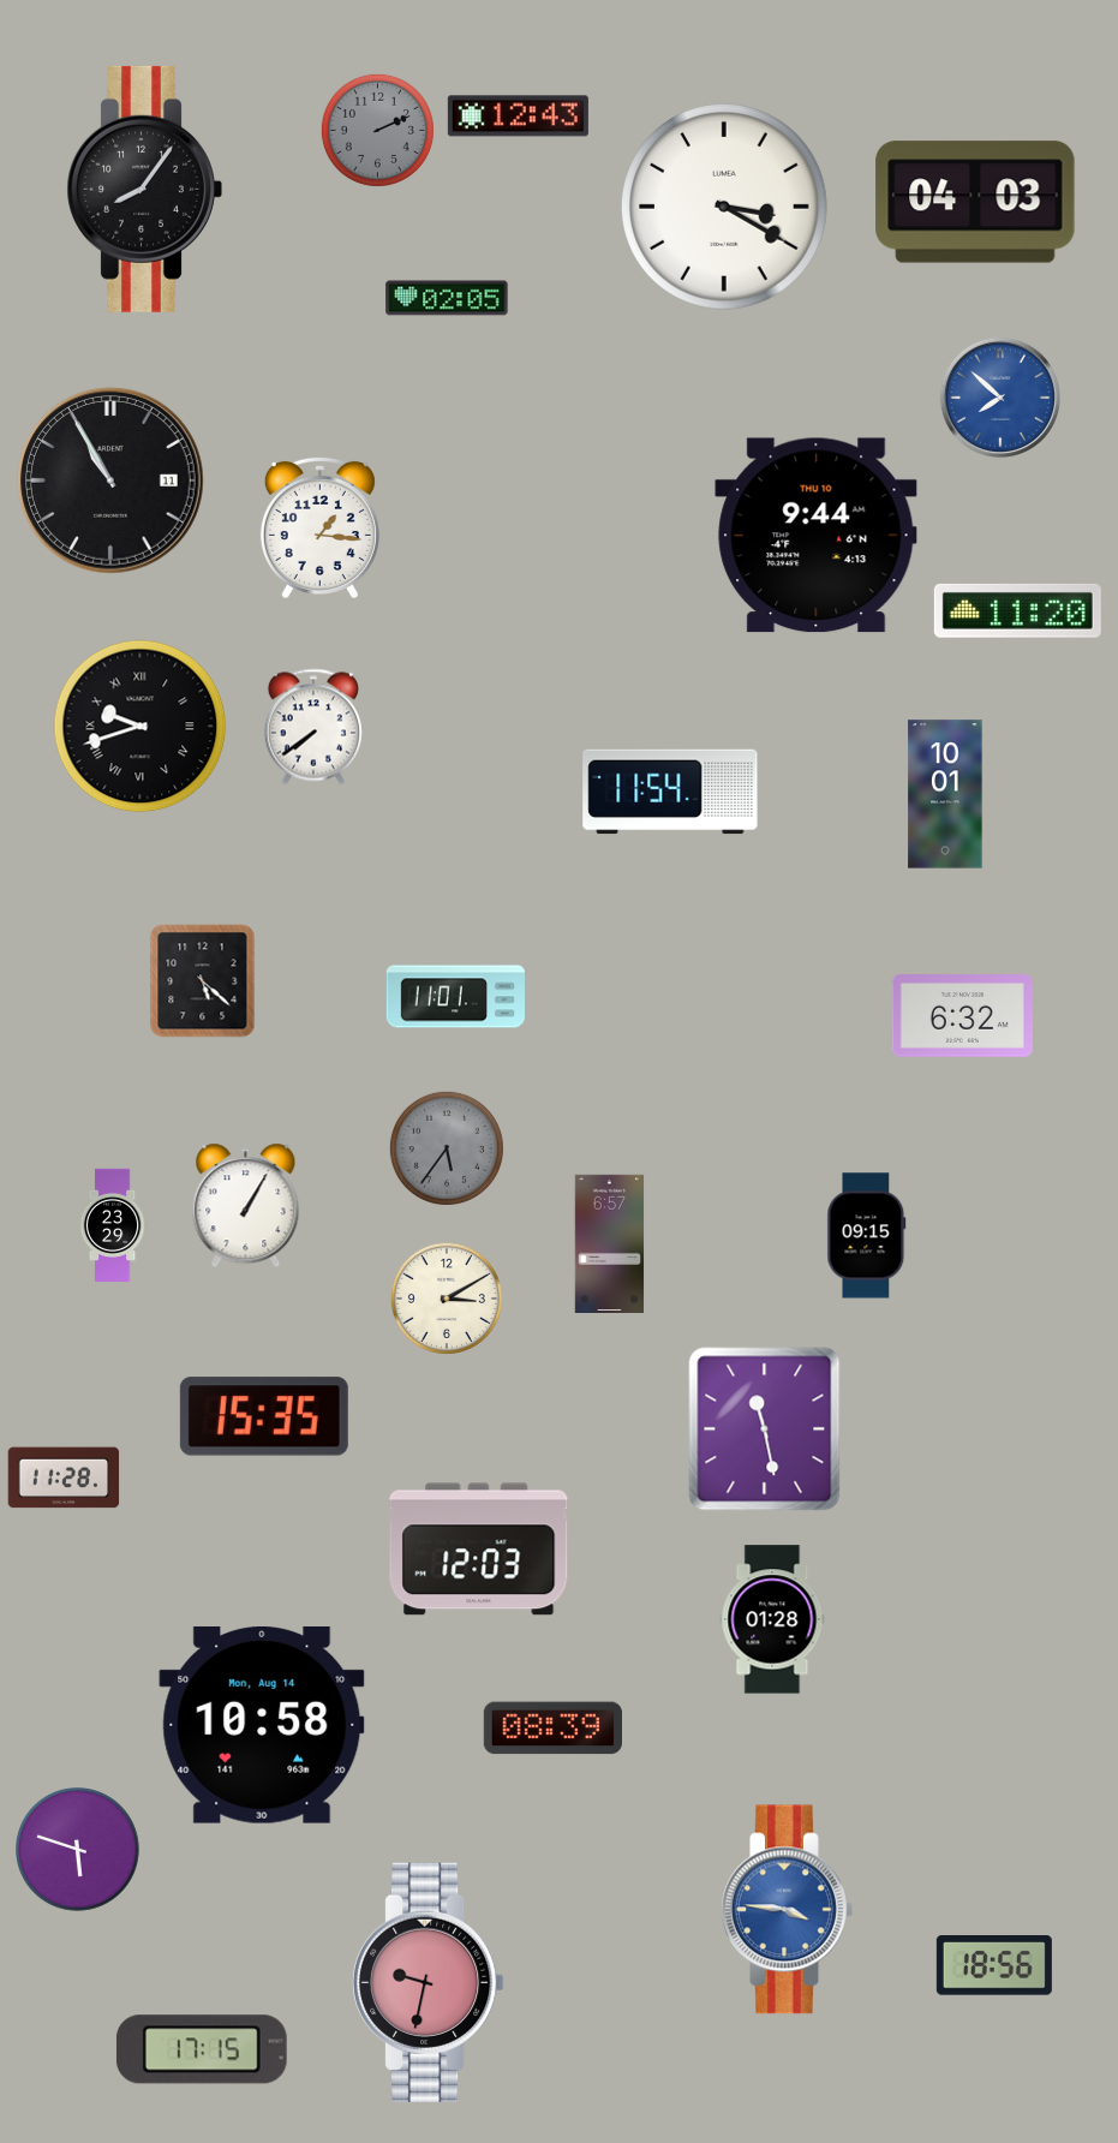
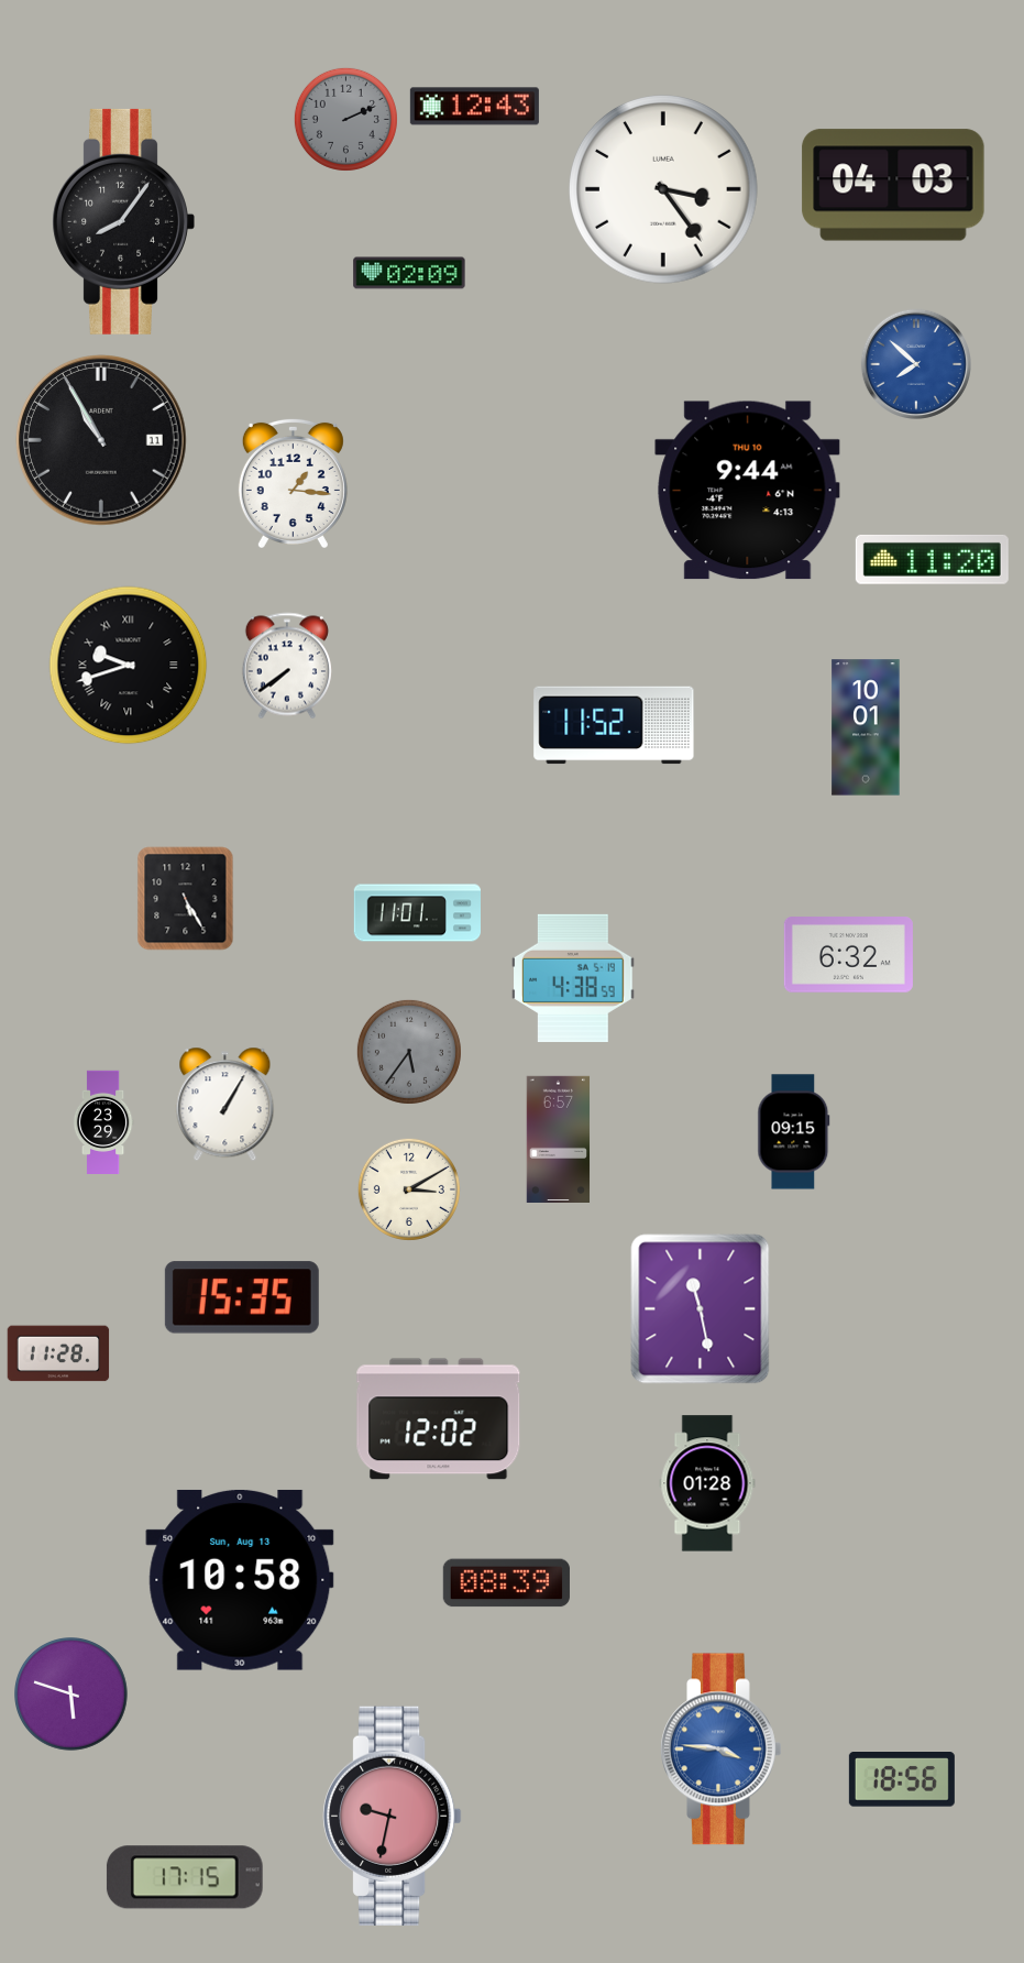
clock at (144, 189) position: (144, 189) -> (123, 221)
clock at (725, 208): 3:20 -> 3:24
clock at (447, 298): 02:05 -> 02:09
clock at (670, 792): 11:54 -> 11:52
clock at (203, 981): 5:22 -> 5:25
clock at (962, 1016) position: (962, 1016) -> (848, 955)
clock at (573, 978): none -> 4:38
clock at (479, 1550): 12:03 -> 12:02
clock at (262, 1725) date: Mon, Aug 14 -> Sun, Aug 13
clock at (994, 1966) position: (994, 1966) -> (902, 1780)
